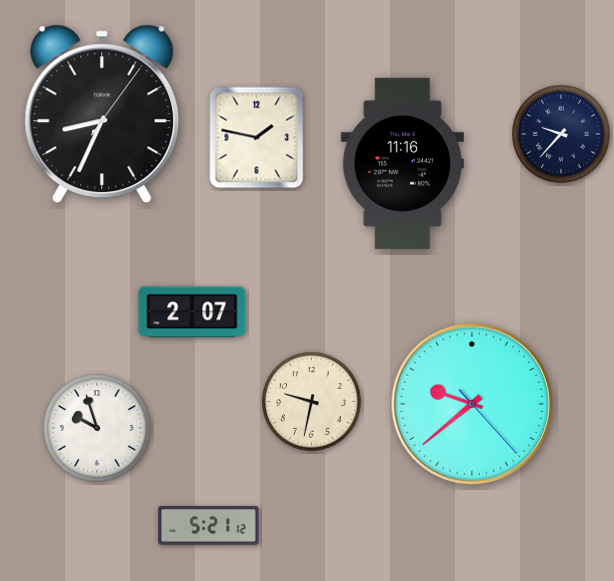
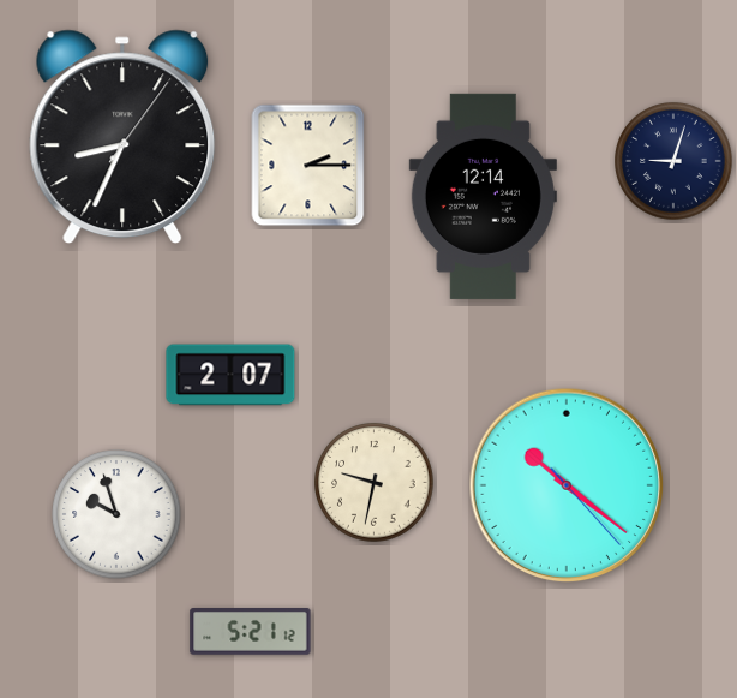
clock at (561, 134): 9:37 -> 9:03
clock at (257, 138): 1:47 -> 2:15
clock at (402, 163): 11:16 -> 12:14
clock at (472, 404): 9:38 -> 10:21
